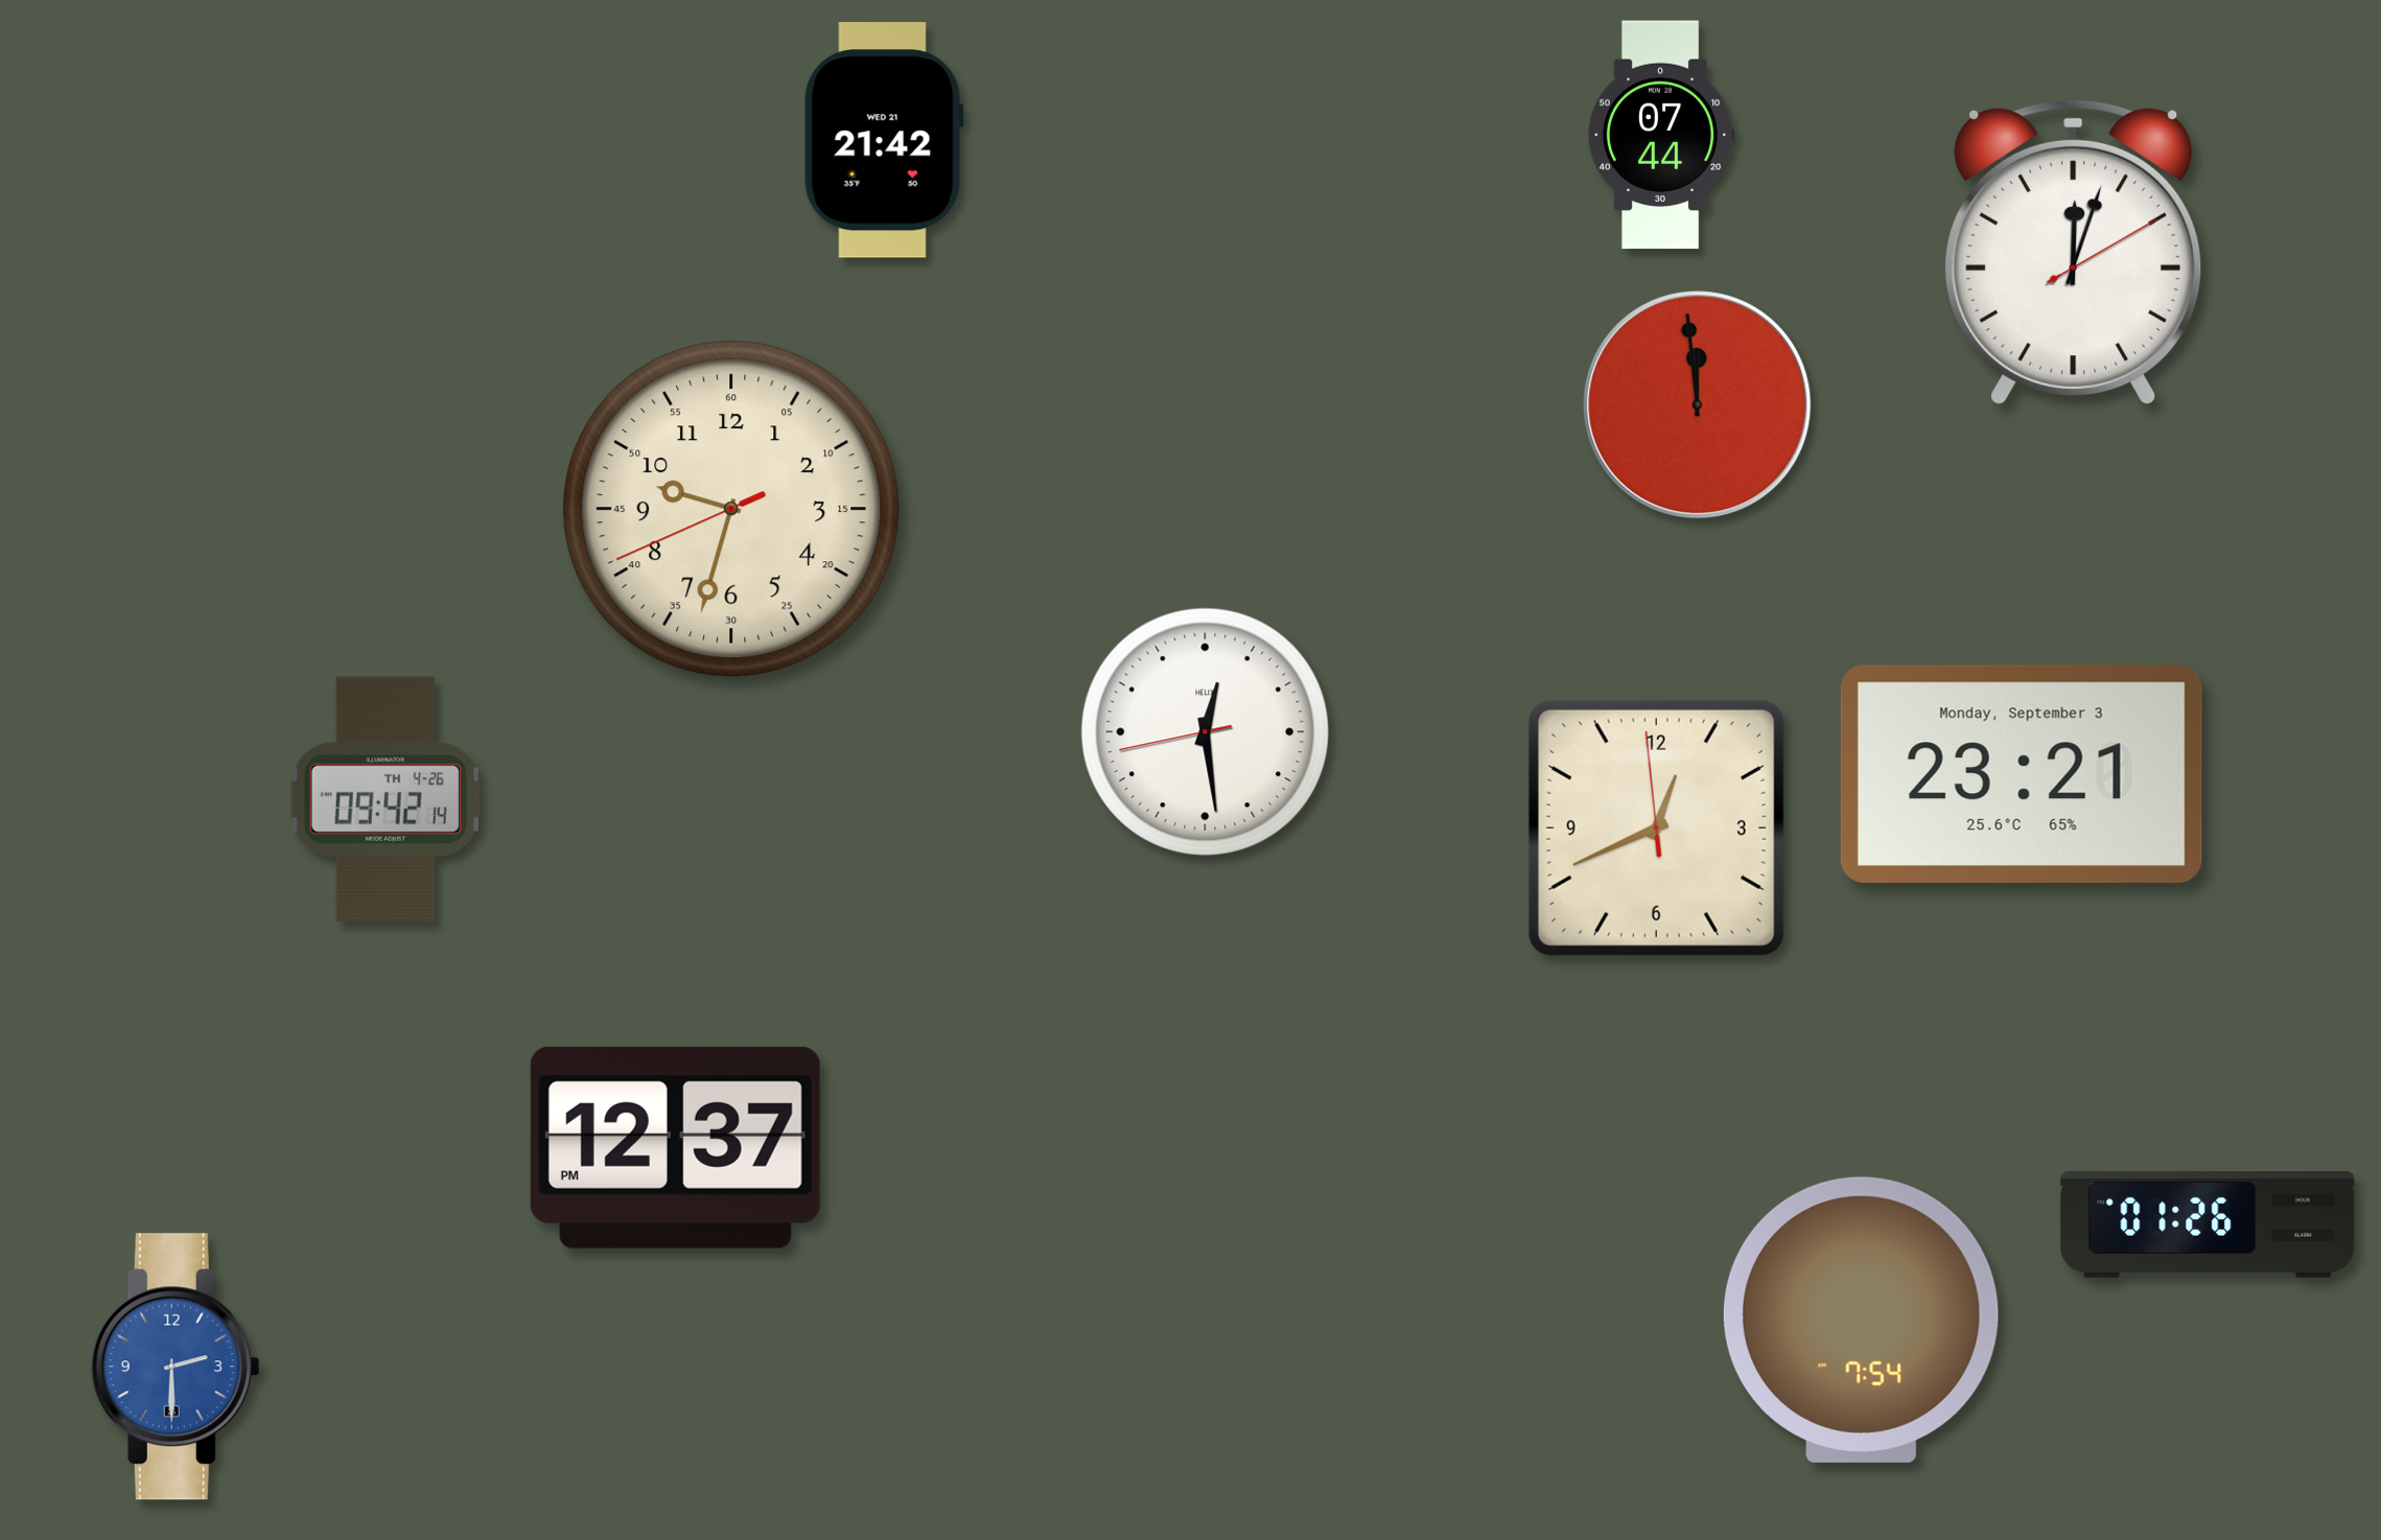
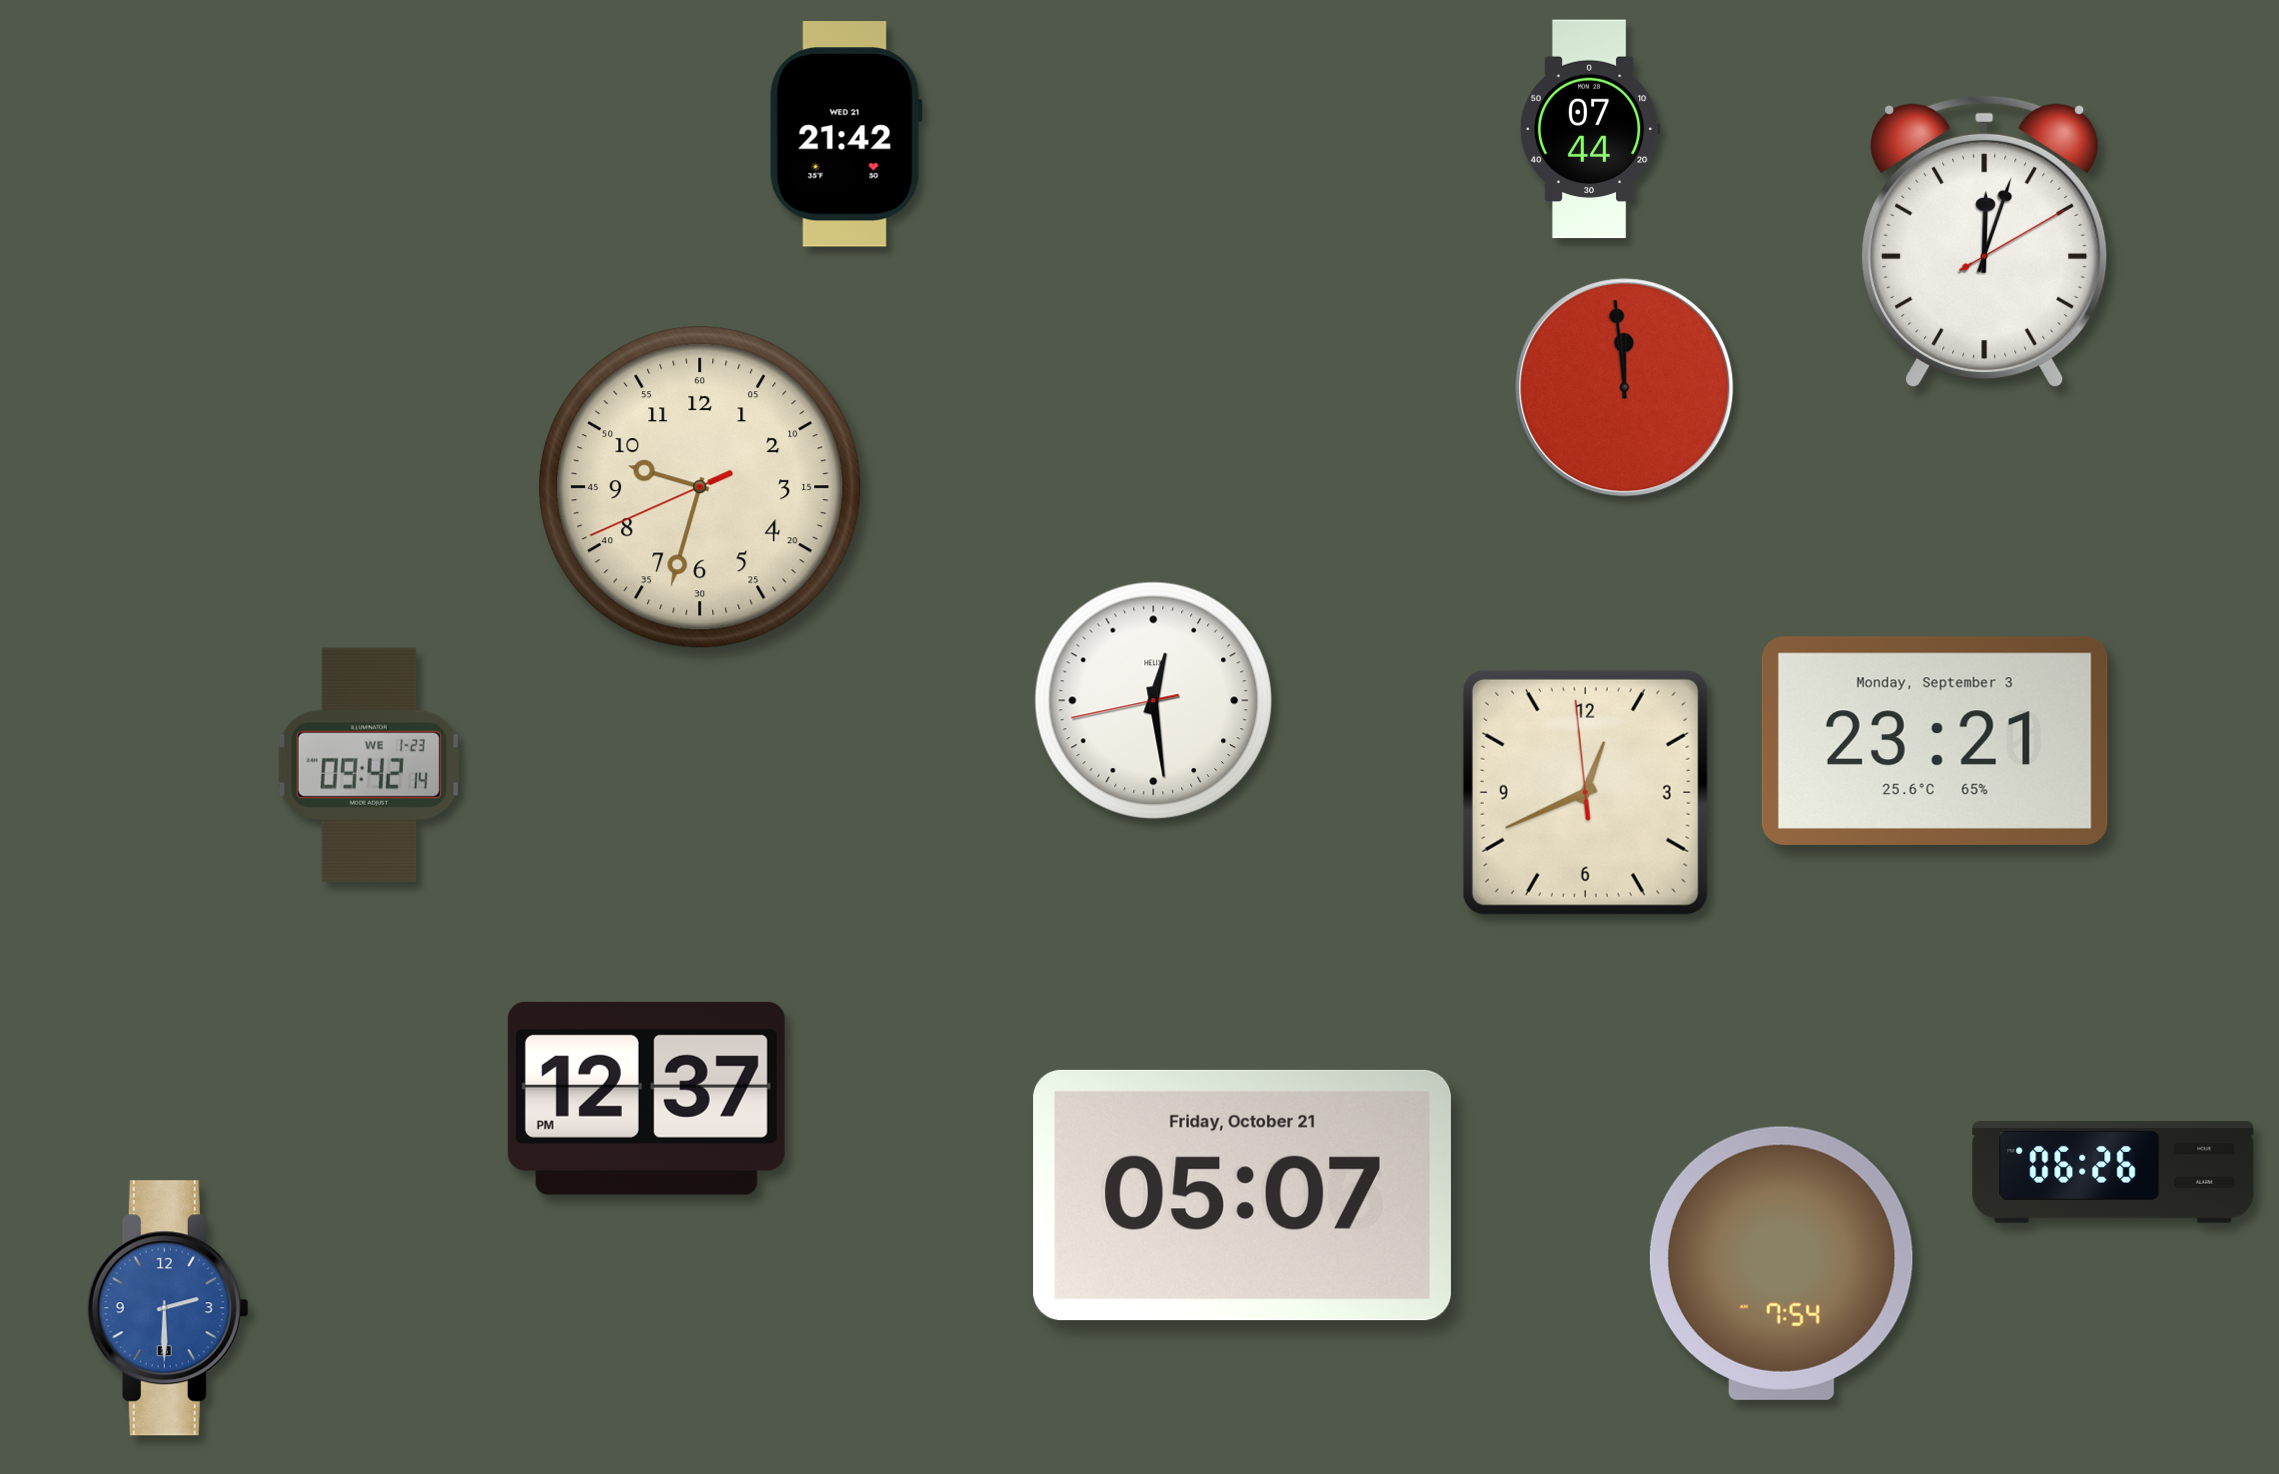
clock at (386, 799) date: TH 4-26 -> WE 1-23
clock at (2208, 1226): 01:26 -> 06:26
clock at (1242, 1195): none -> 05:07
